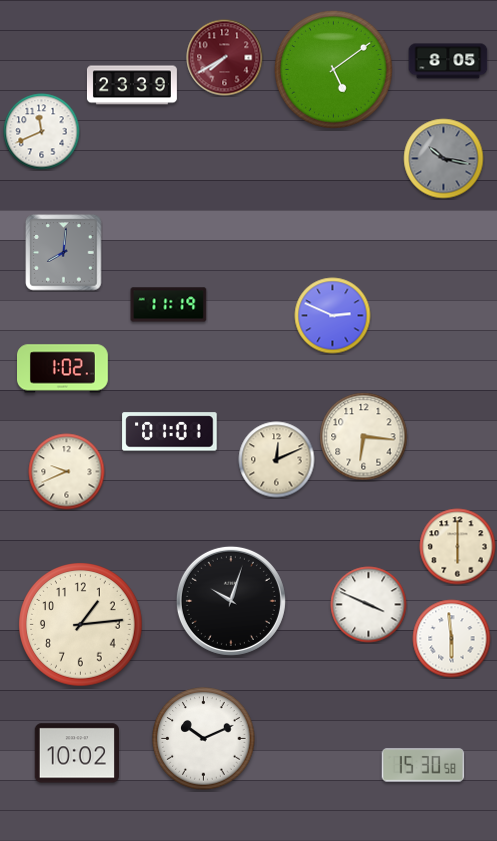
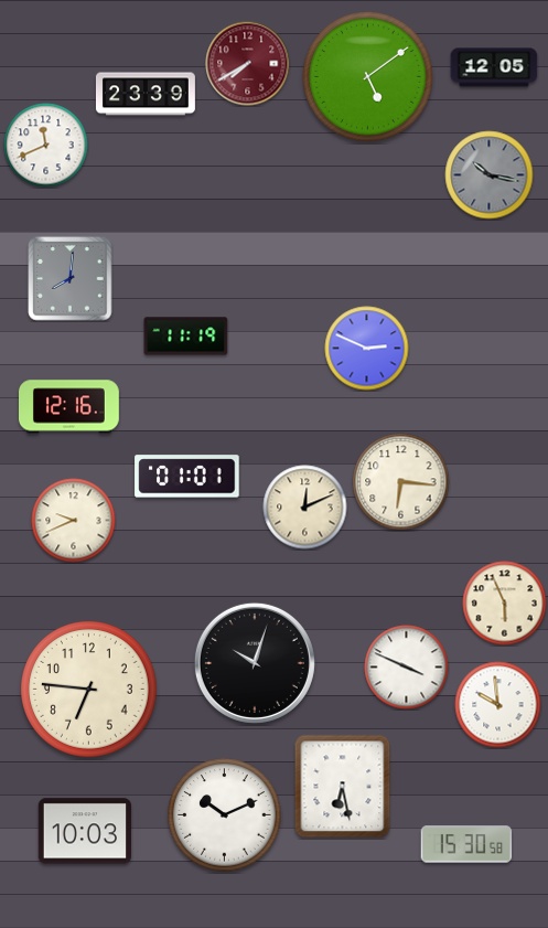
clock at (448, 61): 8:05 -> 12:05
clock at (63, 369): 1:02 -> 12:16
clock at (458, 547): 6:00 -> 5:56
clock at (81, 625): 1:14 -> 6:46
clock at (452, 639): 5:59 -> 9:59
clock at (343, 787): none -> 6:28
clock at (76, 753): 10:02 -> 10:03
